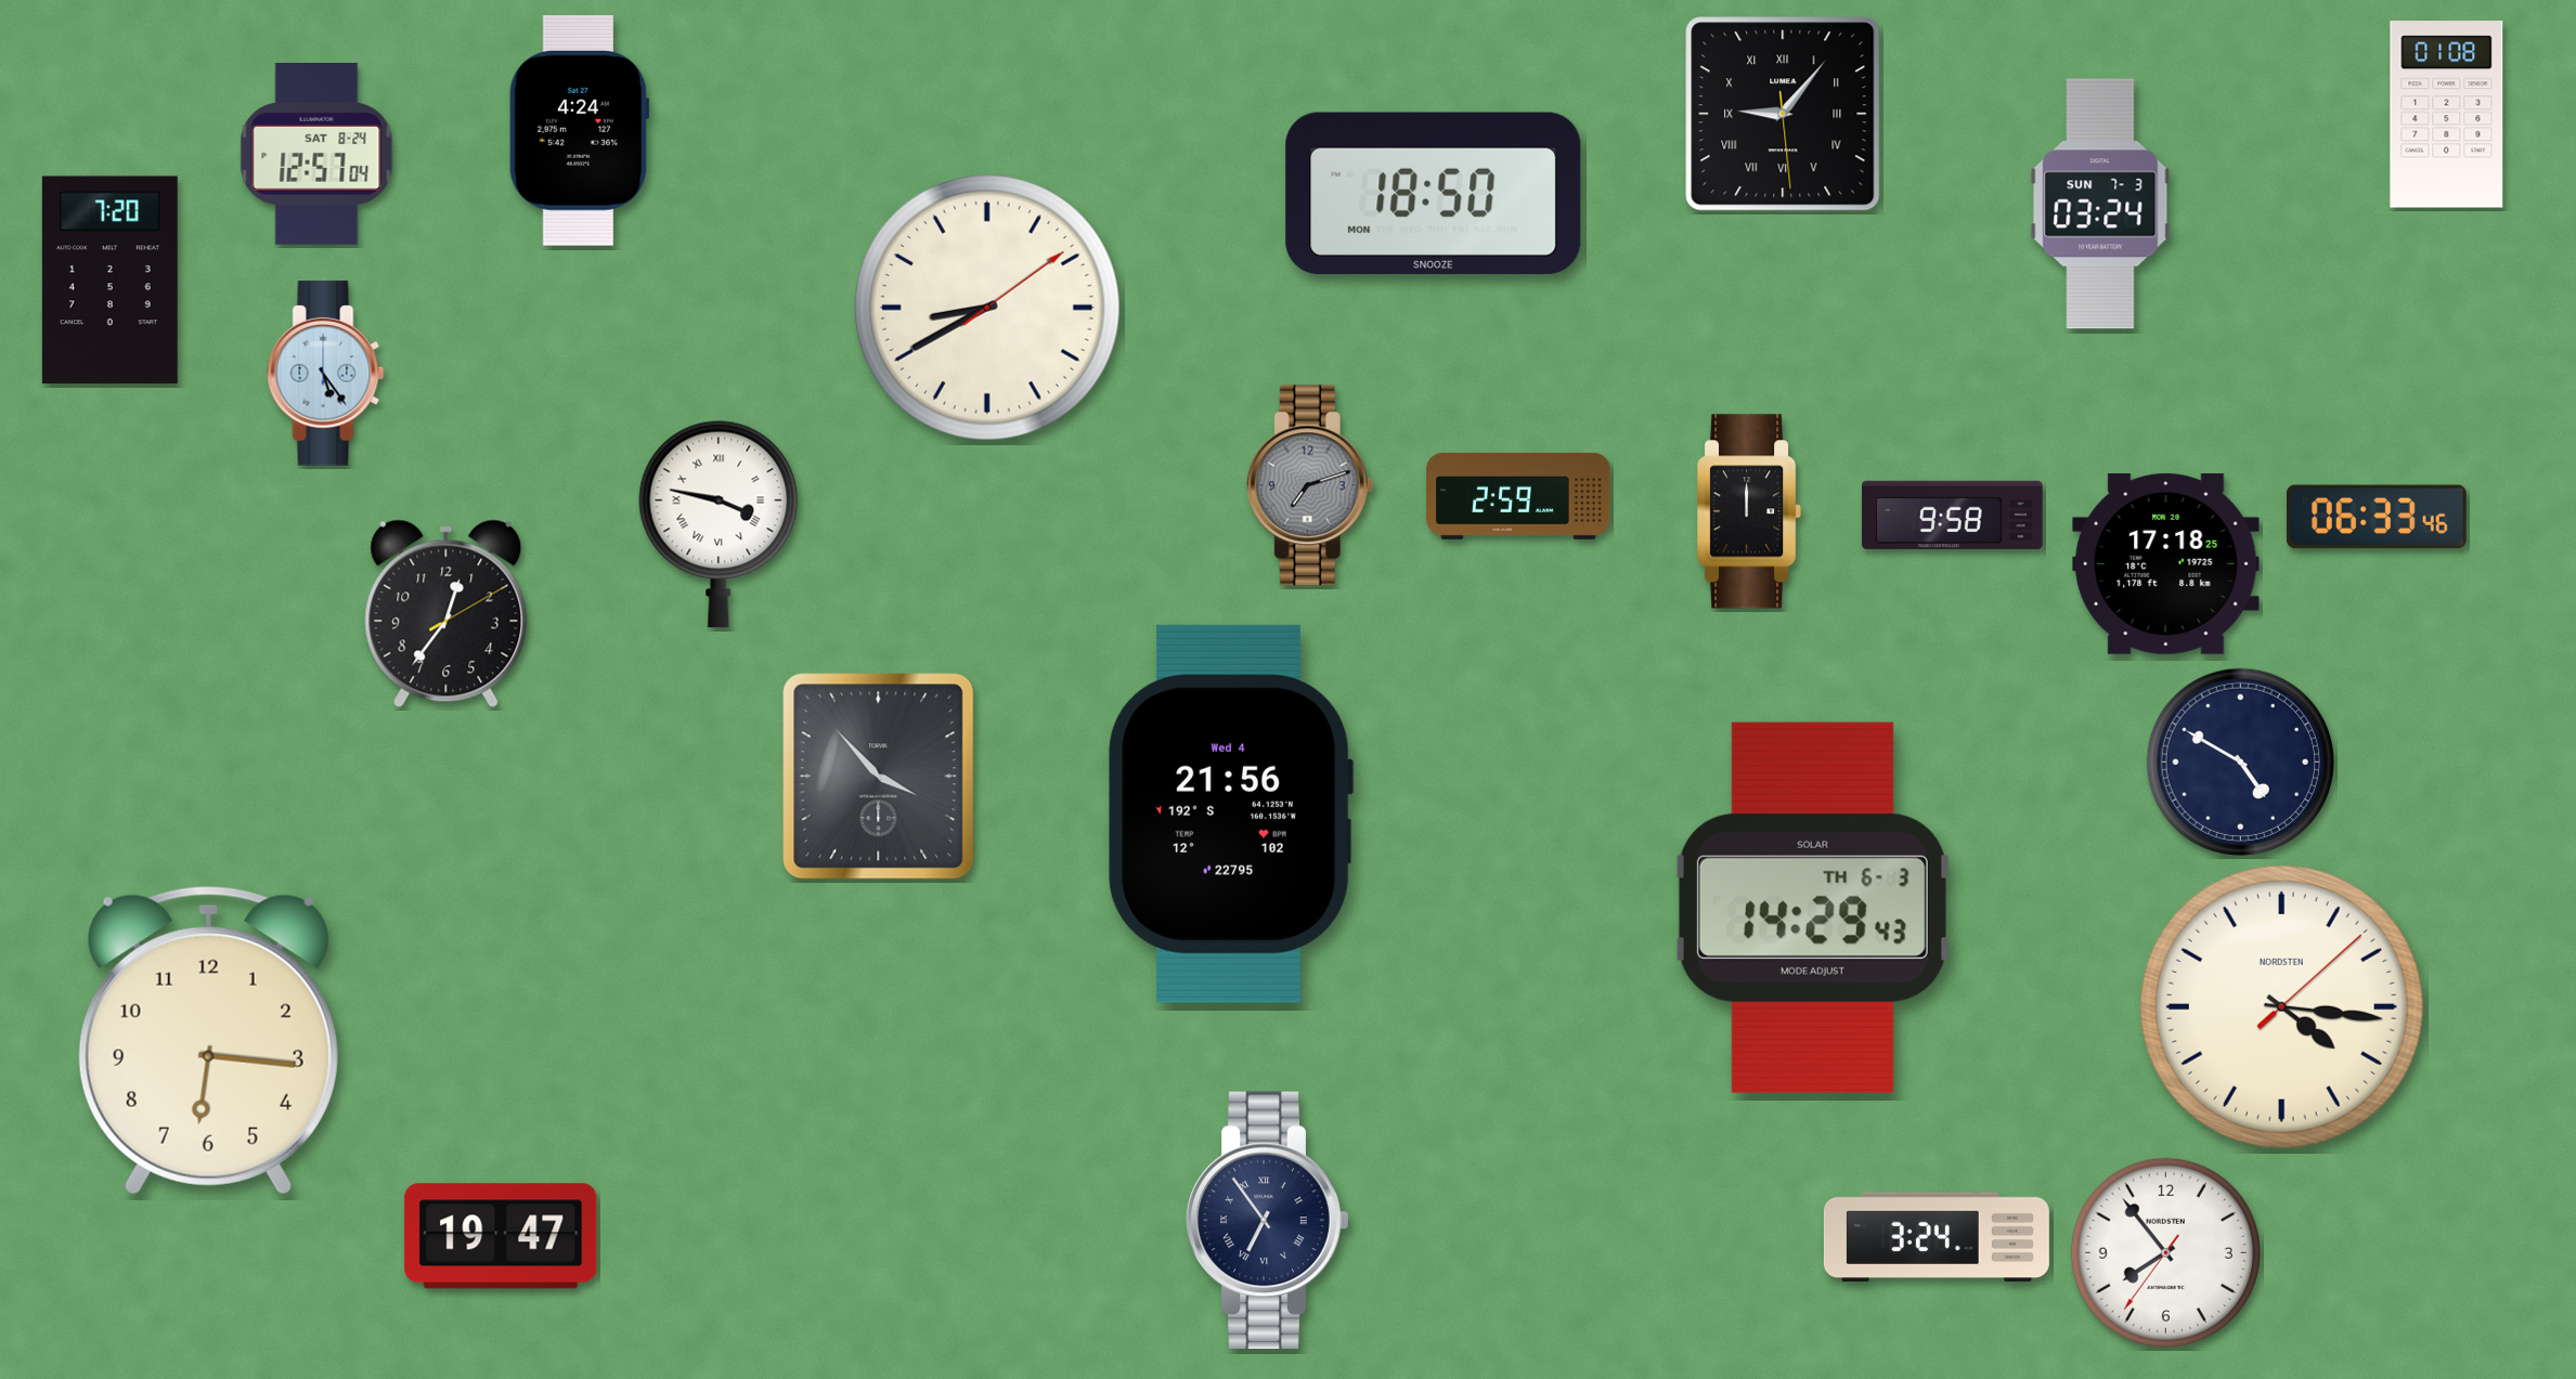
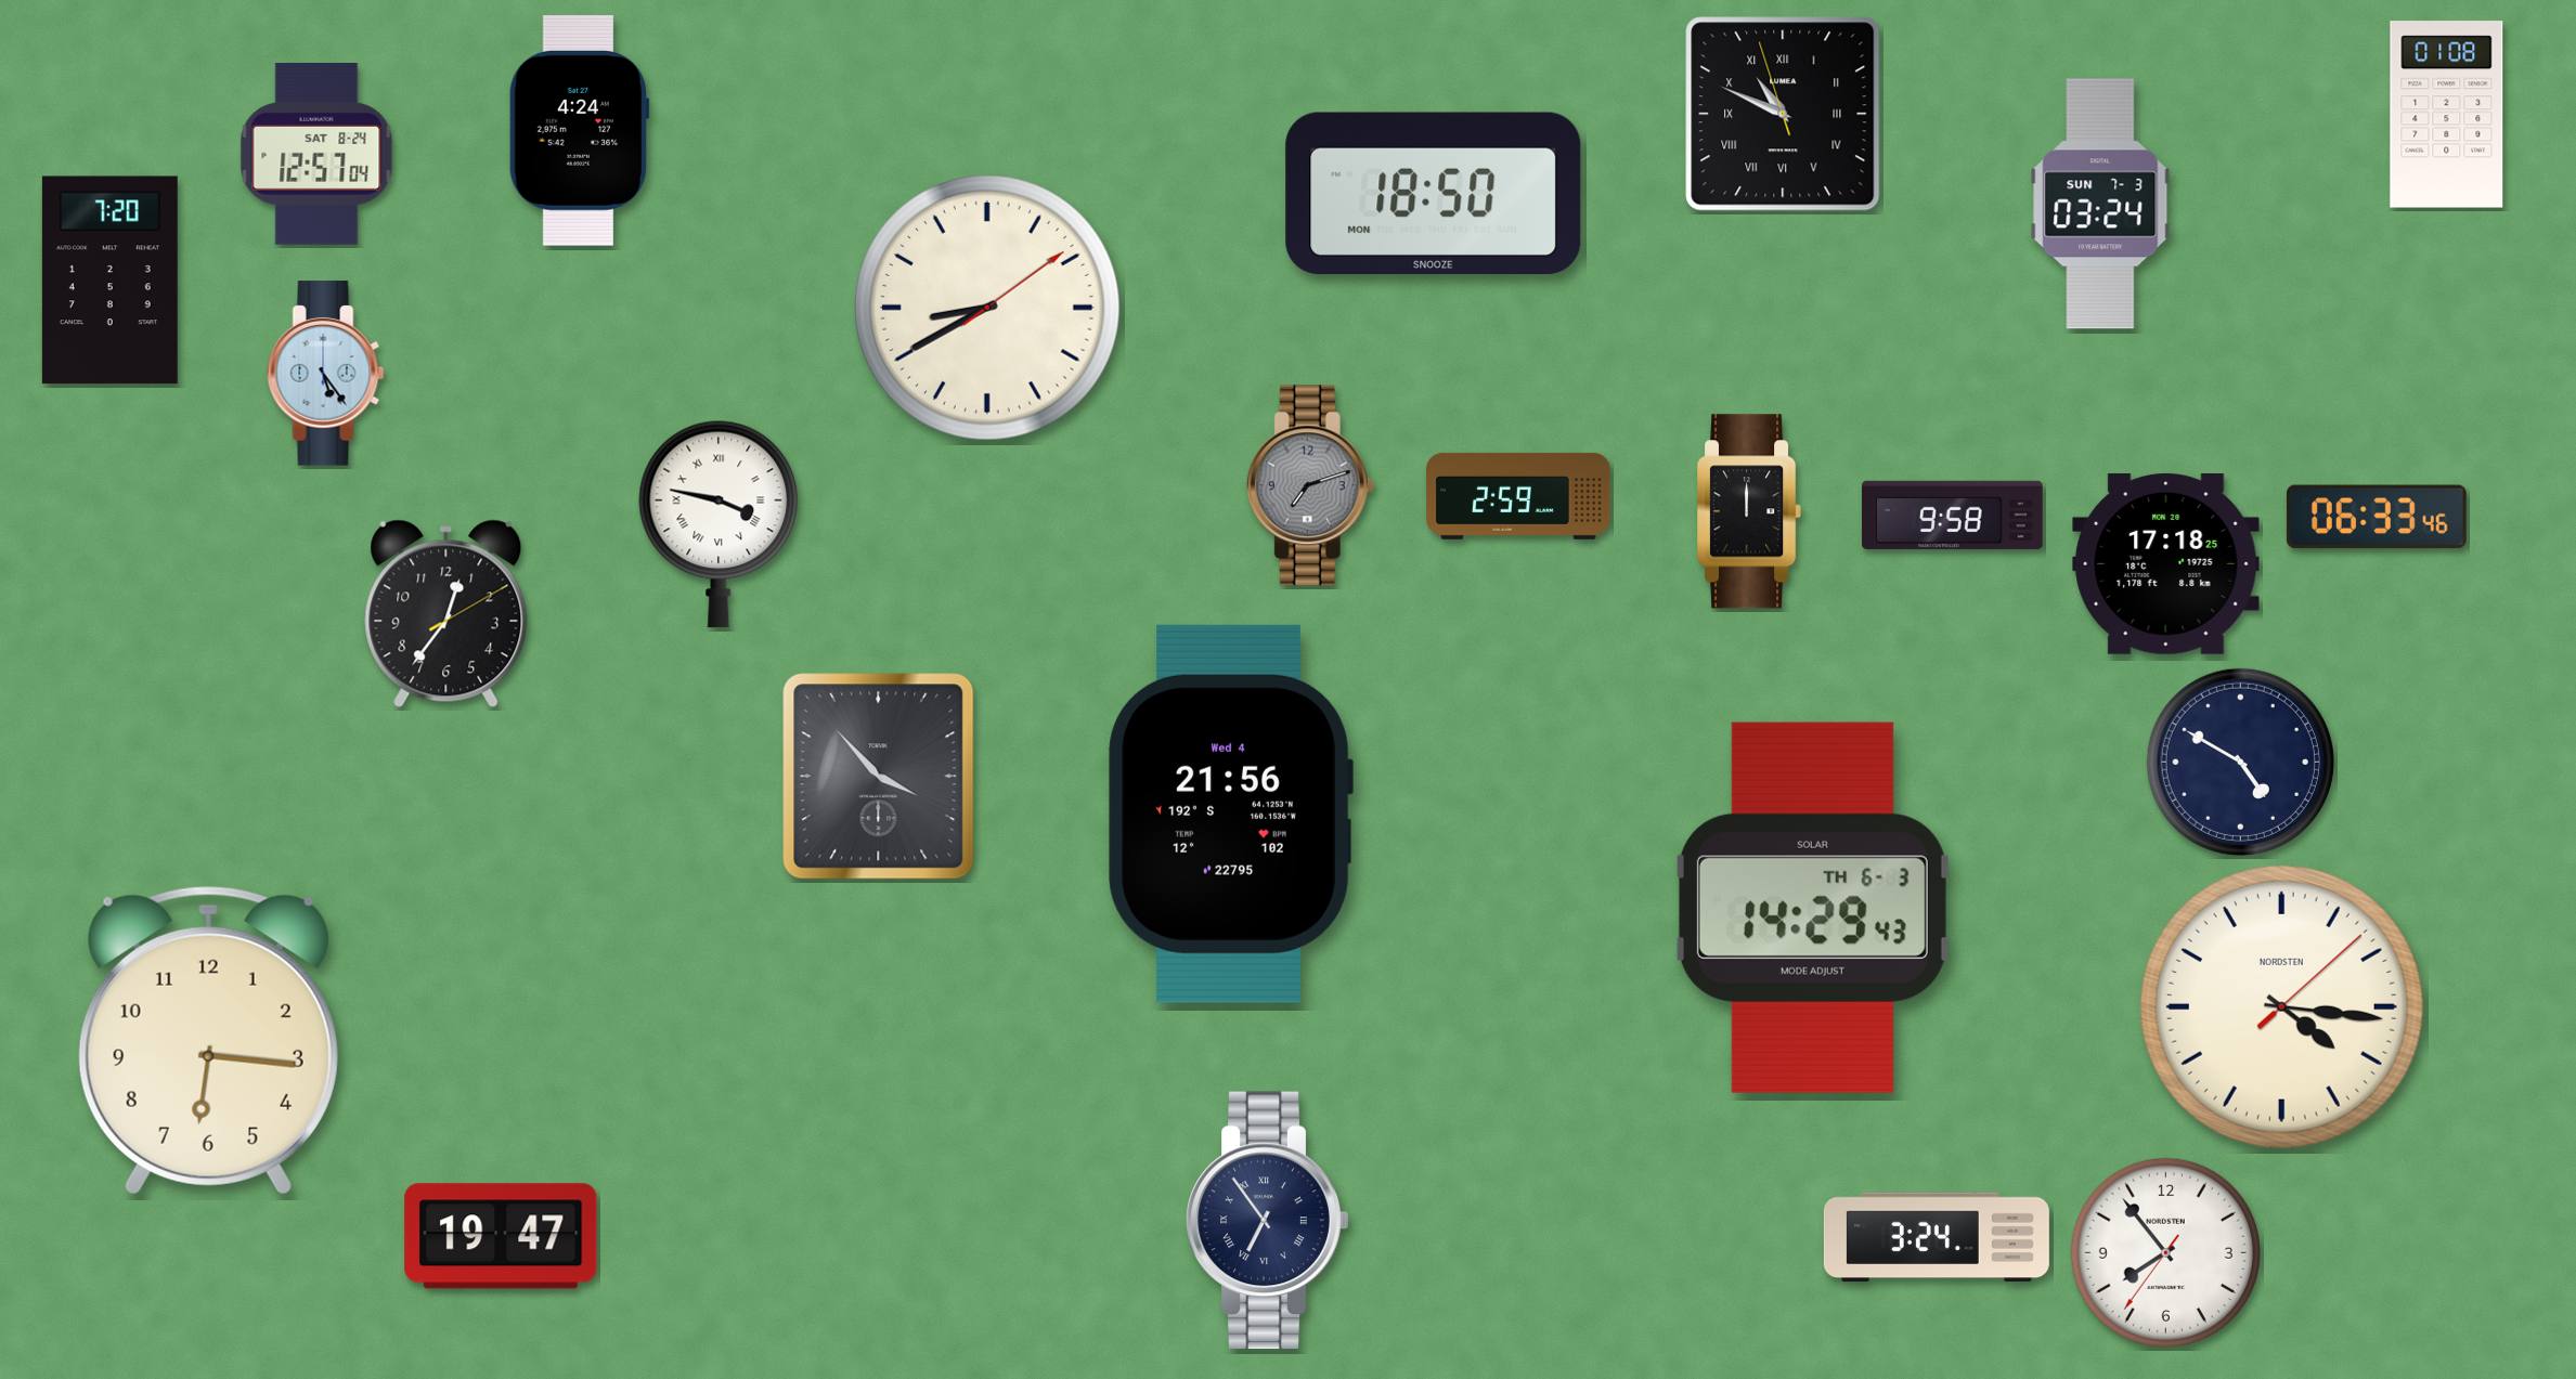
clock at (1783, 114): 9:06 -> 10:48
